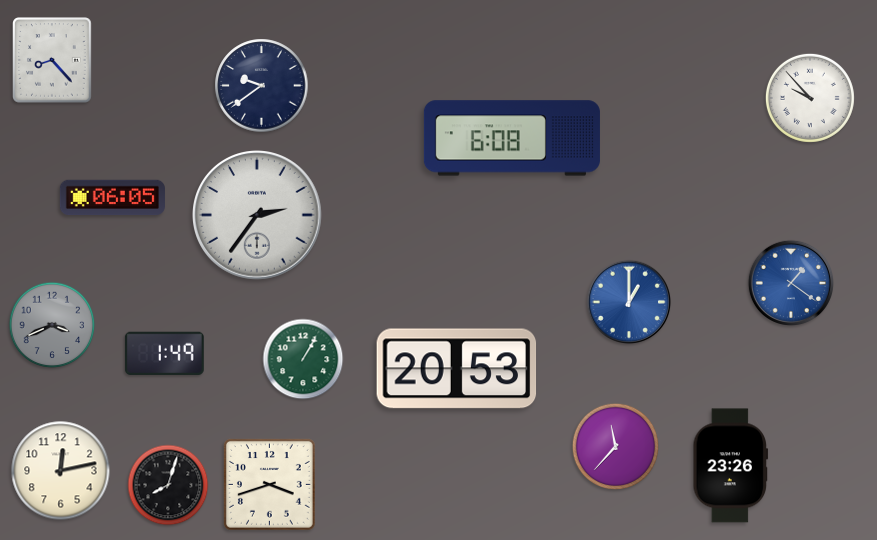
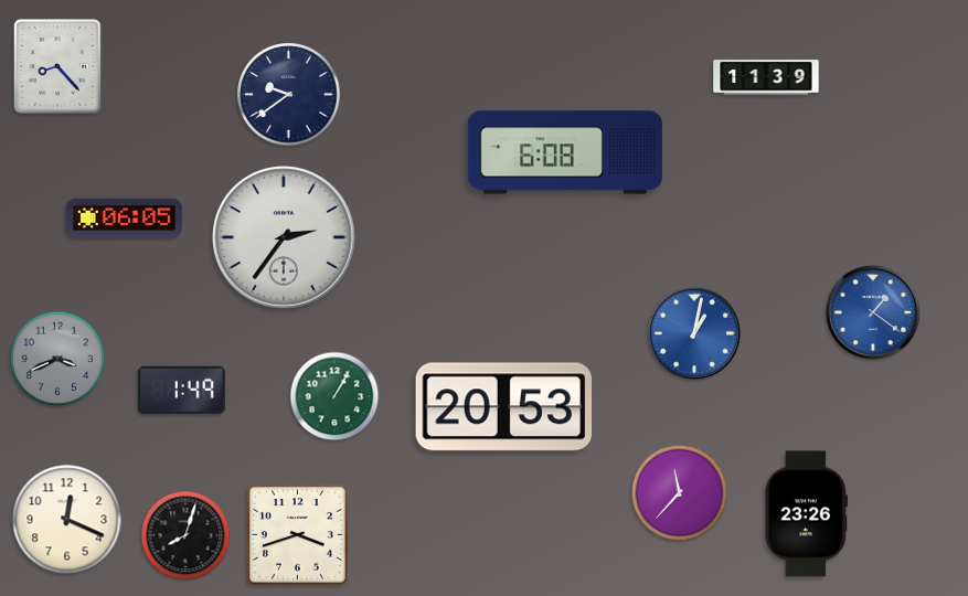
clock at (766, 77): none -> 11:39
clock at (810, 98): 9:53 -> none
clock at (629, 302): 1:00 -> 1:02
clock at (61, 471): 12:13 -> 12:19
